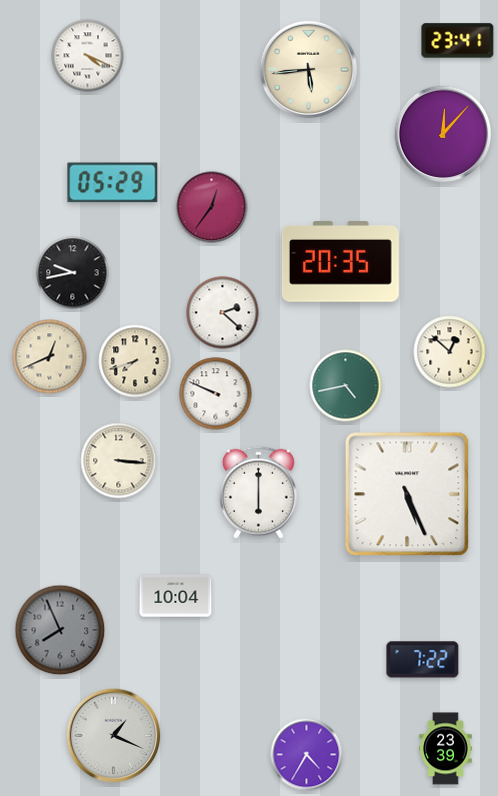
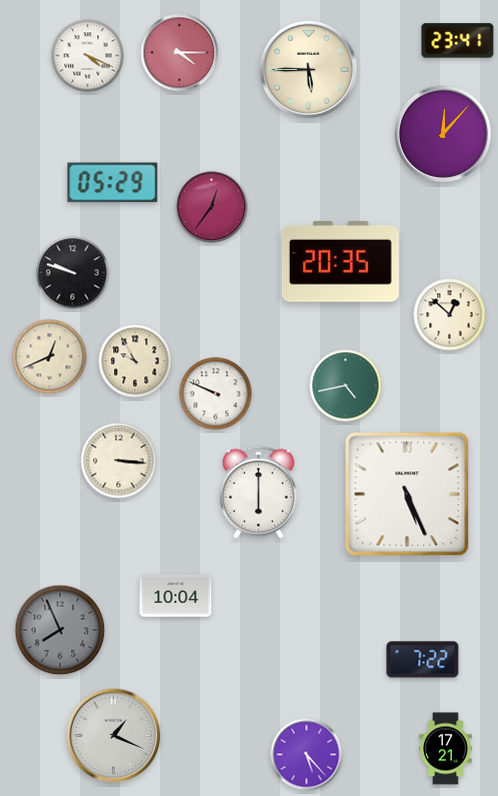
clock at (180, 53): none -> 4:15
clock at (309, 70): 5:44 -> 5:45
clock at (73, 273): 9:43 -> 9:48
clock at (223, 313): 2:22 -> none
clock at (450, 352) position: (450, 352) -> (450, 315)
clock at (135, 361): 7:42 -> 9:55
clock at (446, 749): 23:39 -> 17:21
clock at (307, 755): 4:35 -> 5:23
